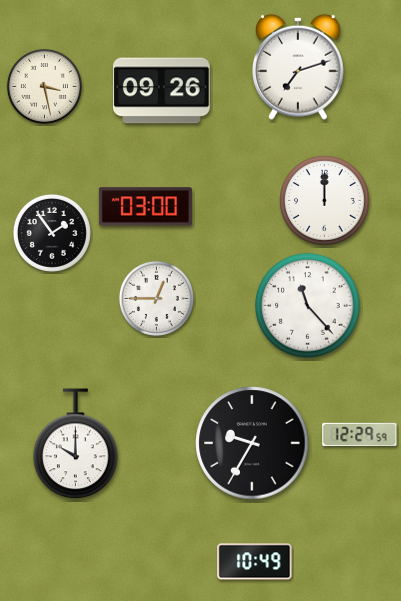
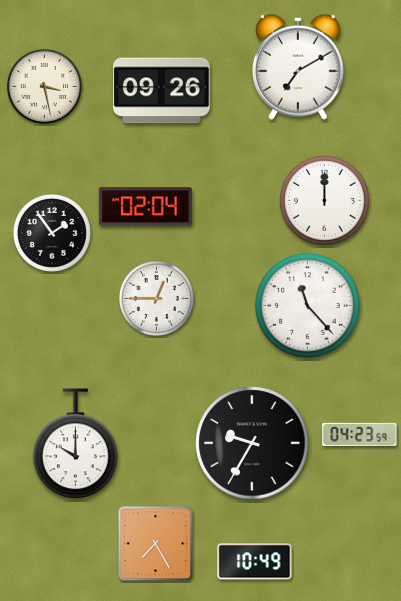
clock at (299, 67): 7:12 -> 7:10
clock at (145, 207): 03:00 -> 02:04
clock at (360, 434): 12:29 -> 04:23
clock at (156, 544): none -> 7:25
